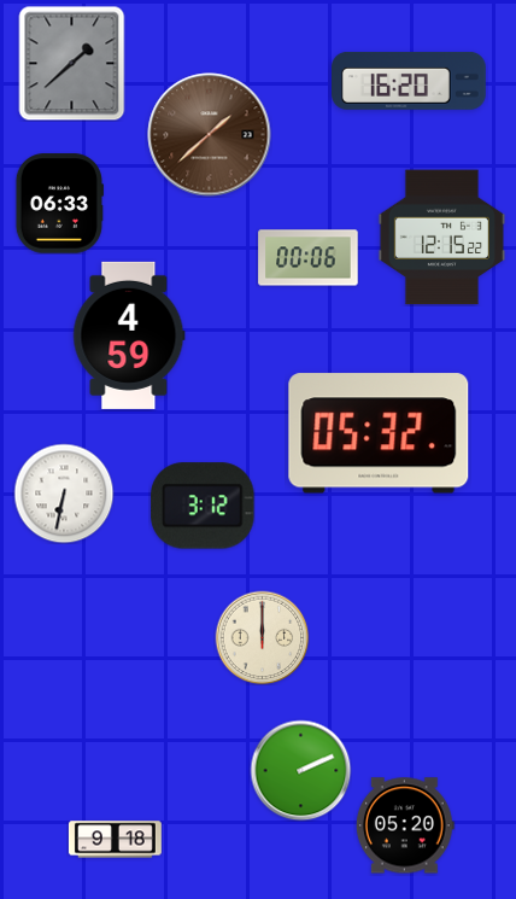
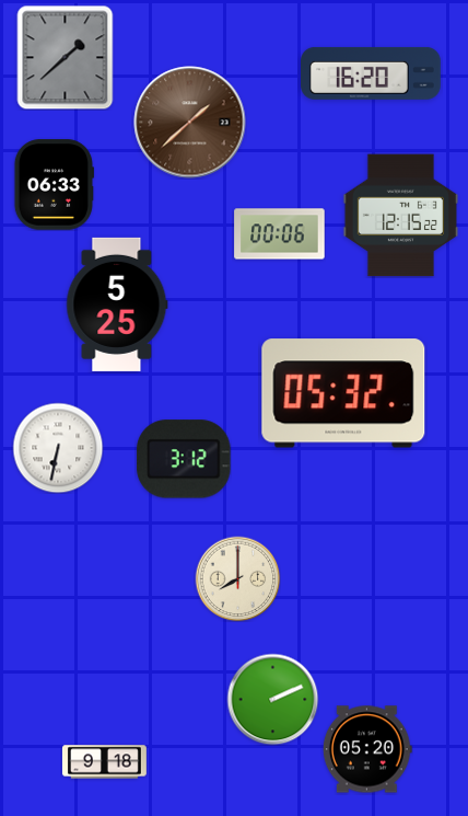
clock at (129, 335): 4:59 -> 5:25
clock at (262, 637): 12:00 -> 8:00
